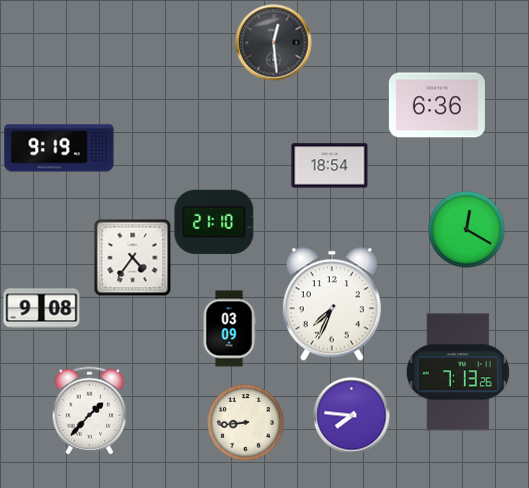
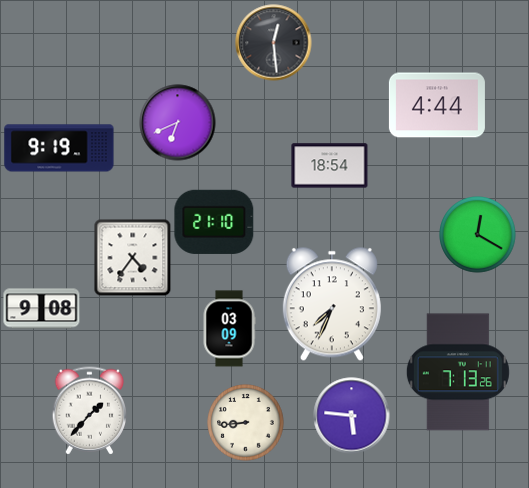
clock at (437, 105): 6:36 -> 4:44
clock at (178, 123): none -> 6:41
clock at (467, 230) position: (467, 230) -> (478, 235)
clock at (352, 416): 7:46 -> 5:46
